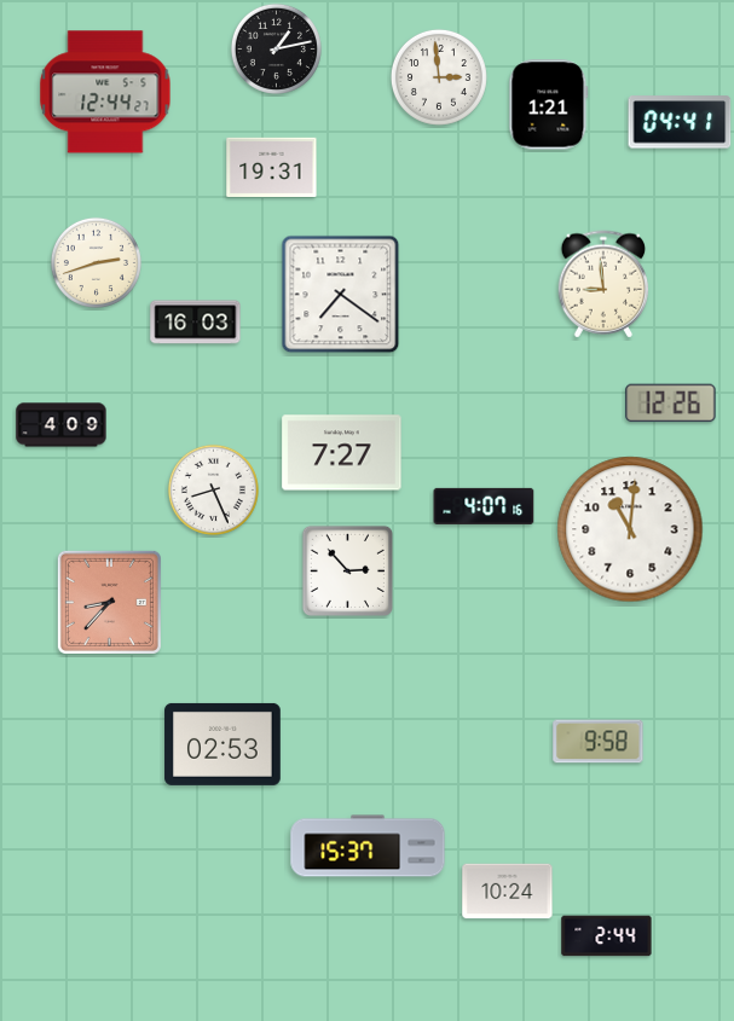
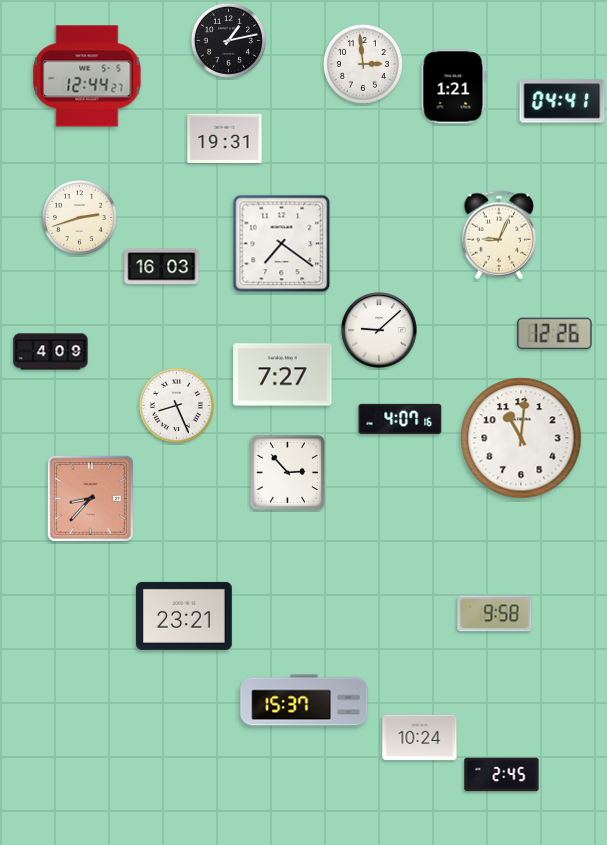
clock at (603, 284): 8:59 -> 9:04
clock at (379, 330): none -> 9:08
clock at (222, 744): 02:53 -> 23:21
clock at (607, 936): 2:44 -> 2:45
